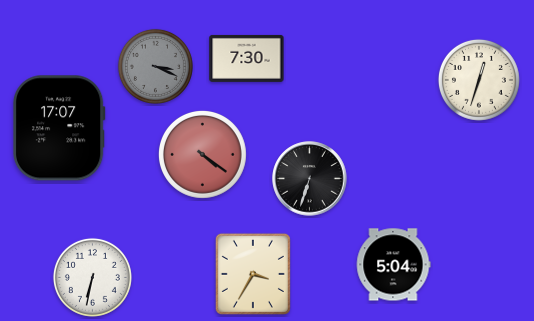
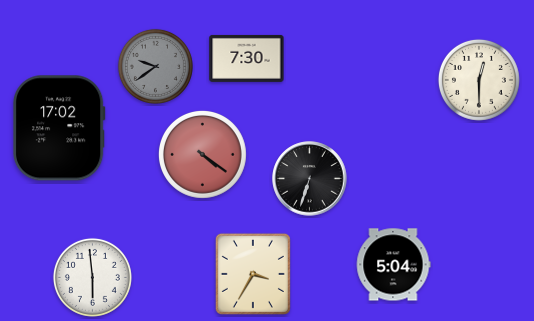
clock at (155, 66): 3:19 -> 9:39
clock at (479, 80): 12:33 -> 12:30
clock at (59, 128): 17:07 -> 17:02
clock at (92, 277): 6:32 -> 5:59
